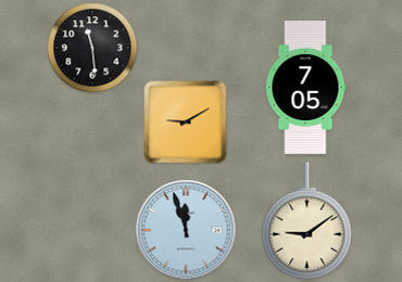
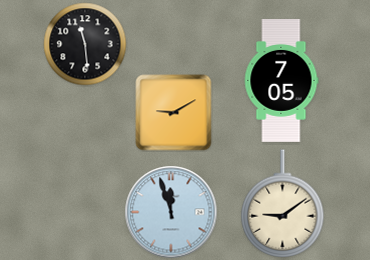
clock at (186, 123) position: (186, 123) -> (174, 113)
